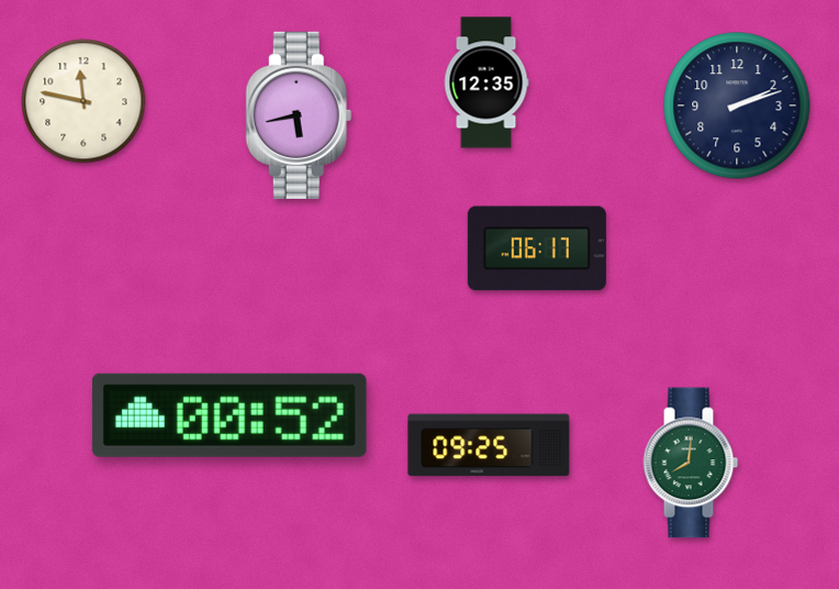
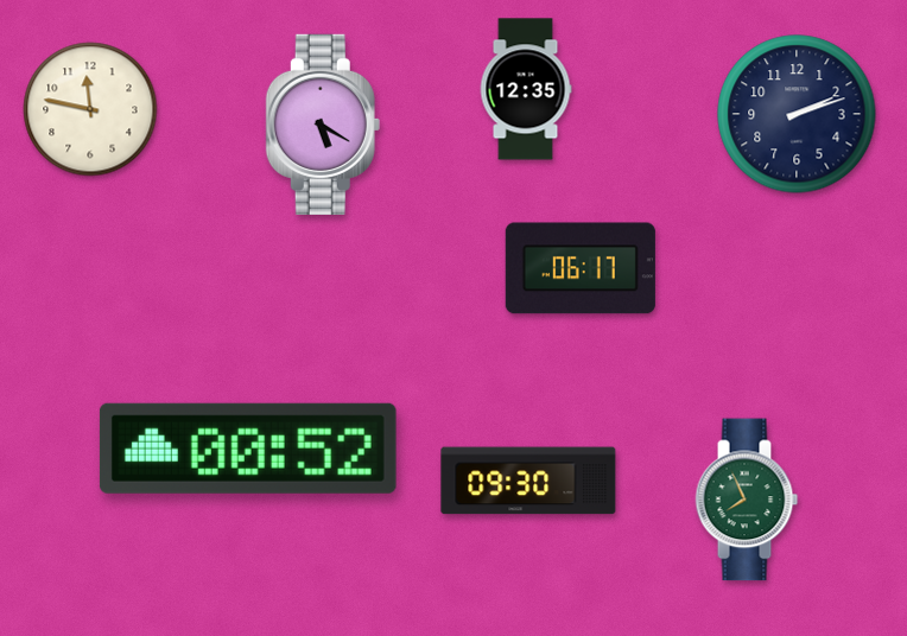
clock at (299, 115): 5:43 -> 5:20
clock at (489, 445): 09:25 -> 09:30
clock at (691, 463): 8:01 -> 7:56
